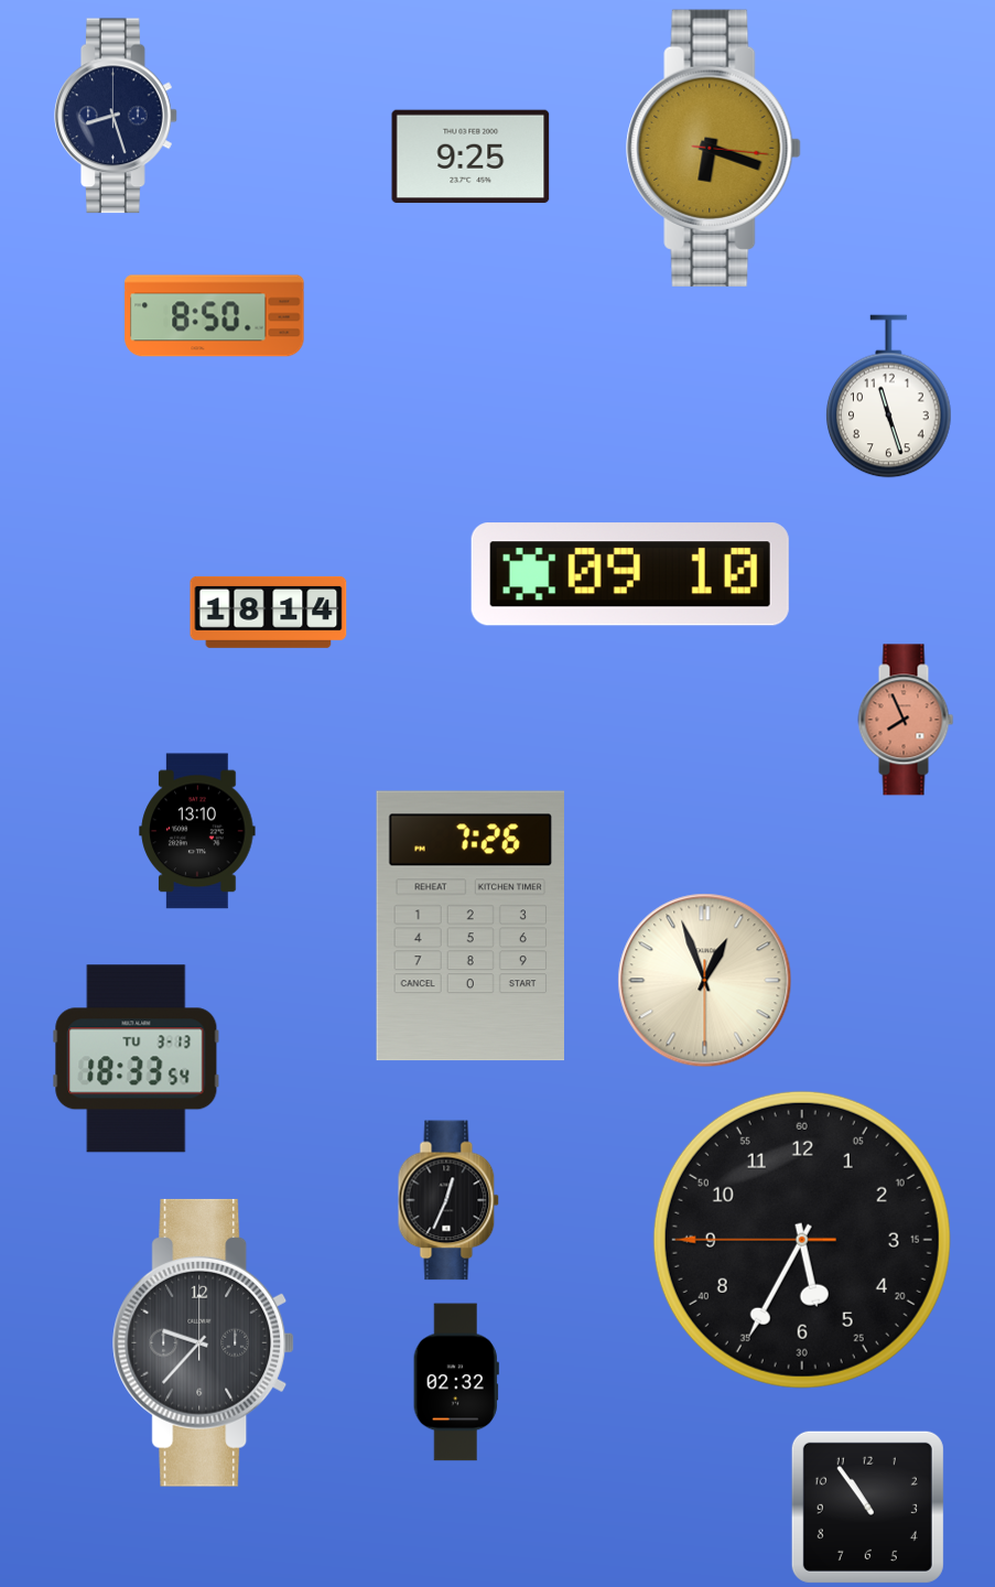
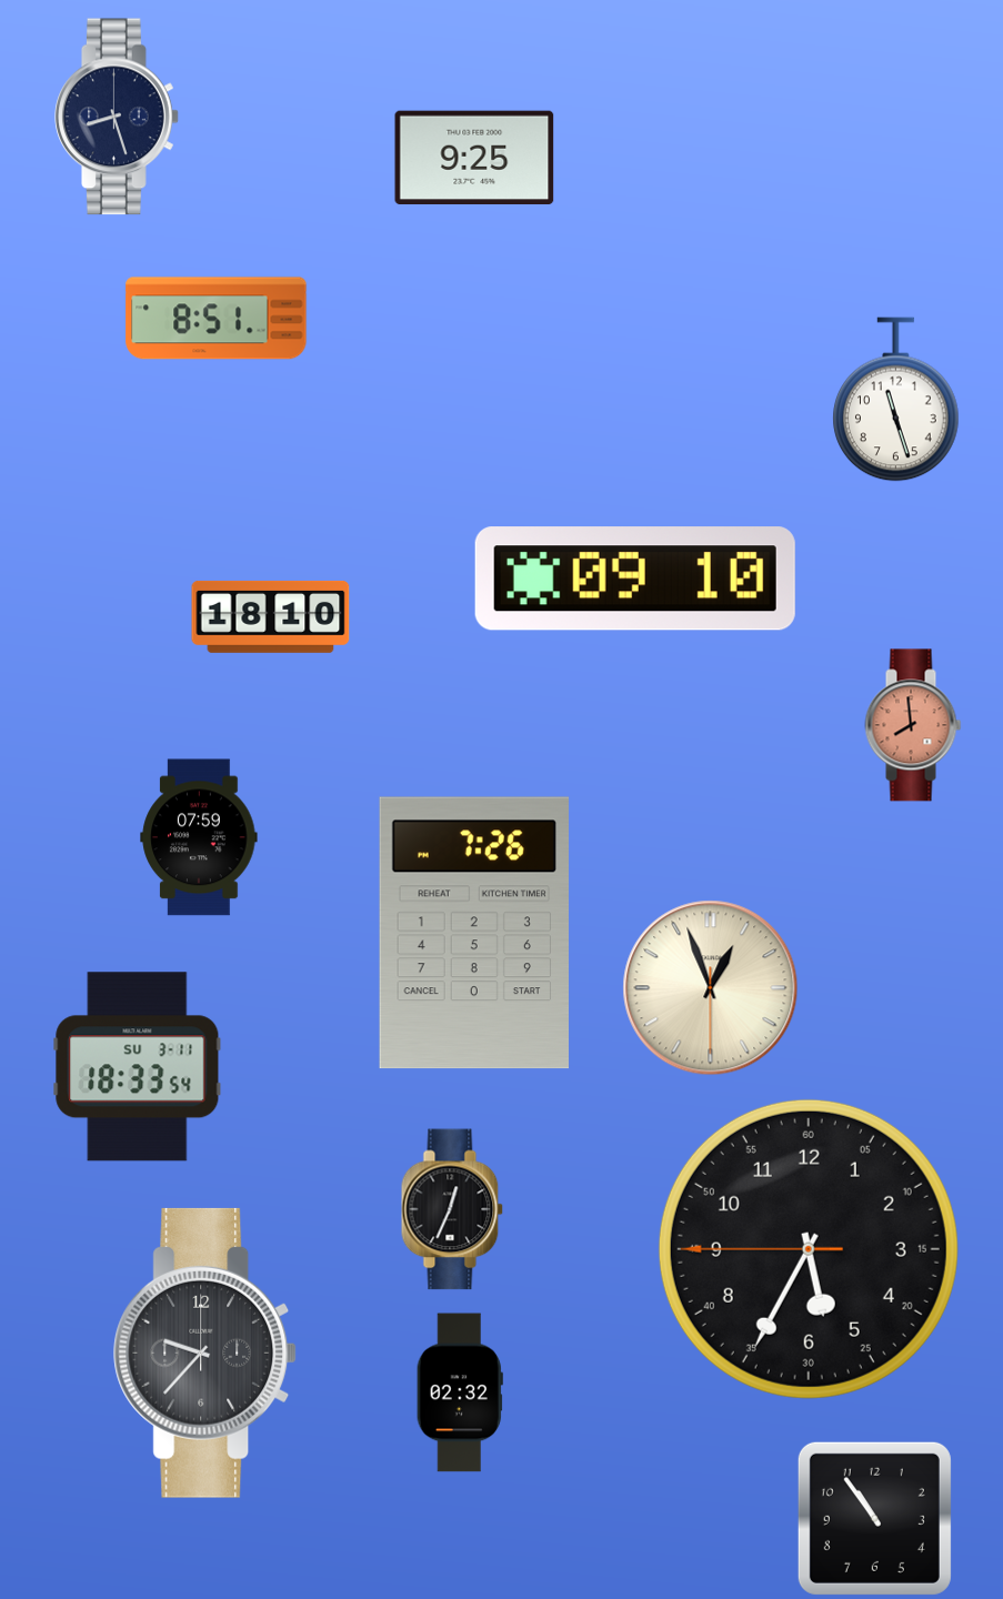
clock at (714, 148): 6:18 -> none
clock at (215, 316): 8:50 -> 8:51
clock at (269, 612): 18:14 -> 18:10
clock at (906, 720): 7:56 -> 7:59
clock at (197, 831): 13:10 -> 07:59
clock at (137, 1059) date: TU 3-13 -> SU 3-11
